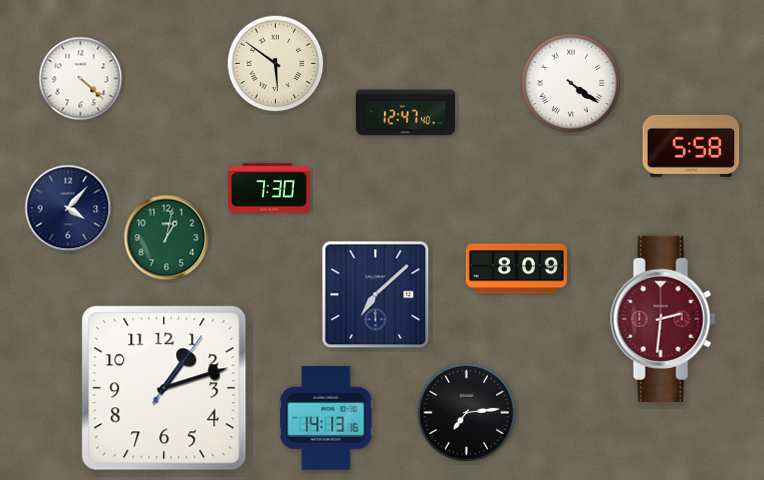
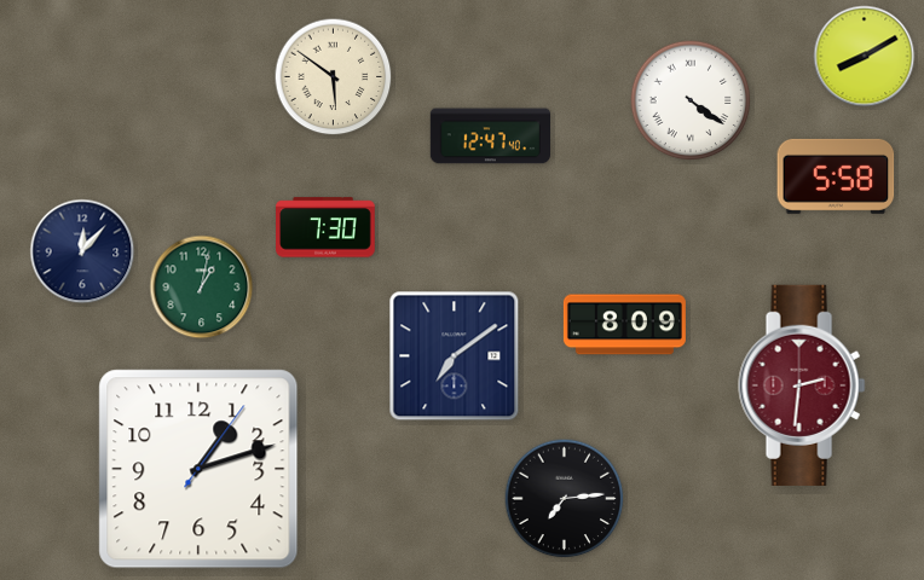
clock at (865, 57): none -> 8:10
clock at (81, 79): 4:22 -> none
clock at (68, 208): 4:07 -> 12:07
clock at (376, 295): 7:08 -> 7:09
clock at (326, 418): 14:13 -> none
